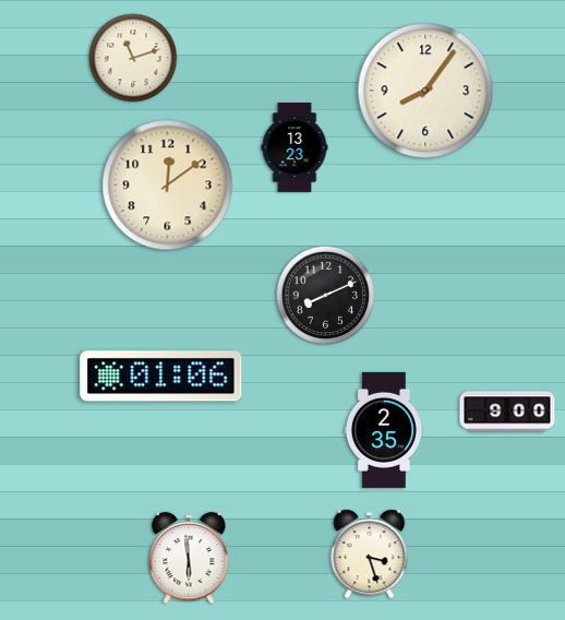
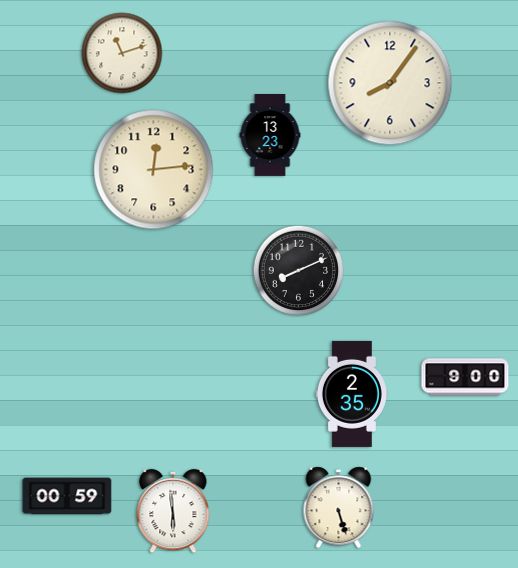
clock at (168, 186): 12:09 -> 12:14
clock at (161, 377): 01:06 -> none
clock at (67, 496): none -> 00:59
clock at (370, 555): 3:27 -> 5:27
